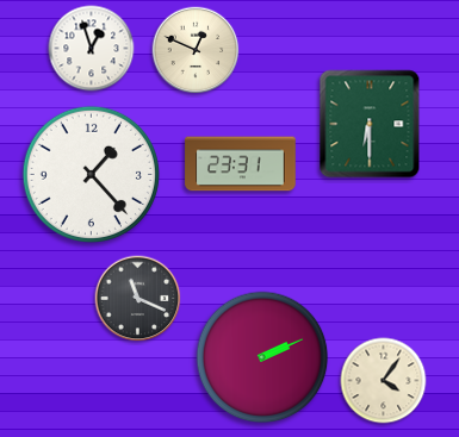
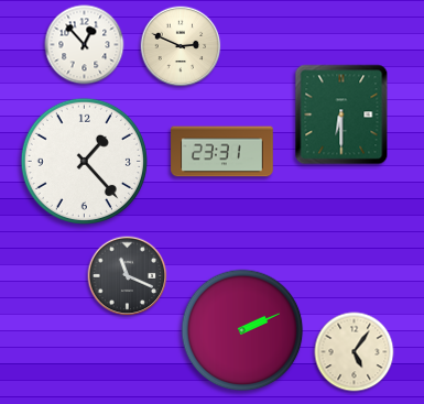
clock at (92, 49): 12:57 -> 12:53
clock at (196, 50): 12:49 -> 2:49
clock at (384, 381): 4:06 -> 5:06
